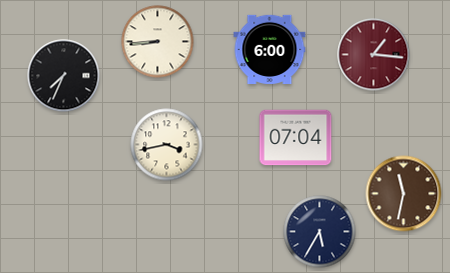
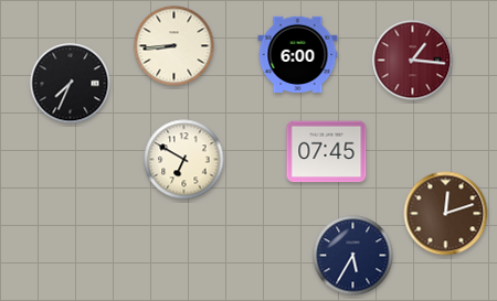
clock at (296, 138): 07:04 -> 07:45
clock at (167, 145): 3:43 -> 6:50
clock at (404, 194): 11:32 -> 12:12
